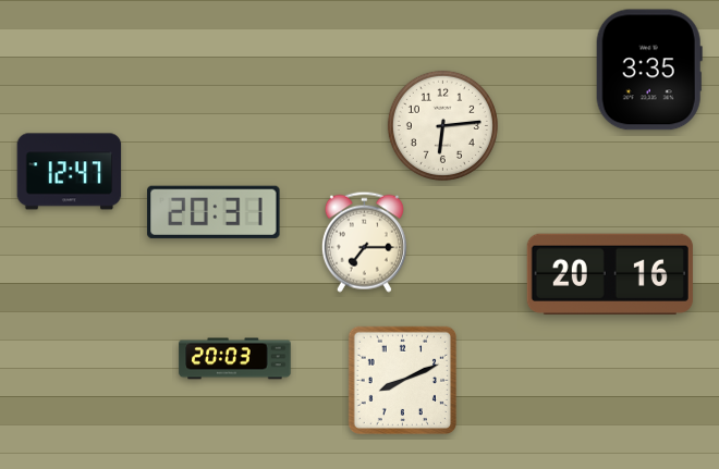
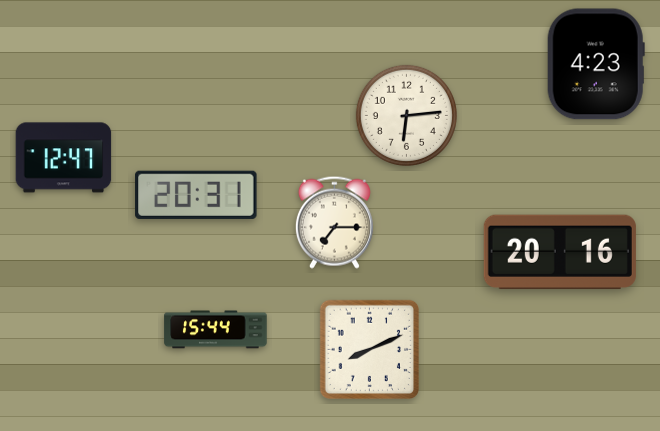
clock at (649, 70): 3:35 -> 4:23
clock at (235, 359): 20:03 -> 15:44
